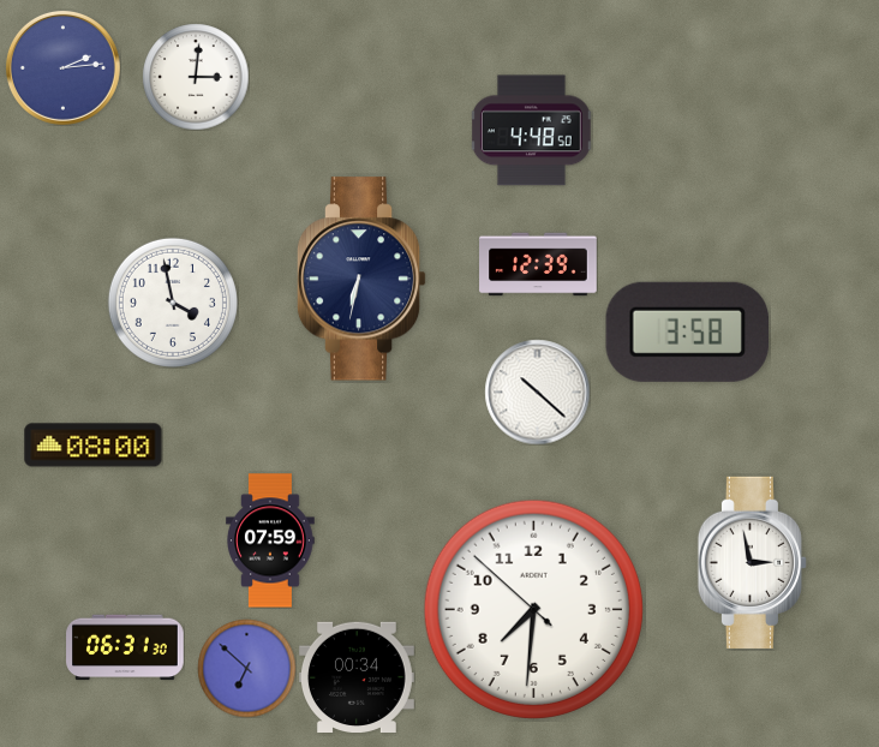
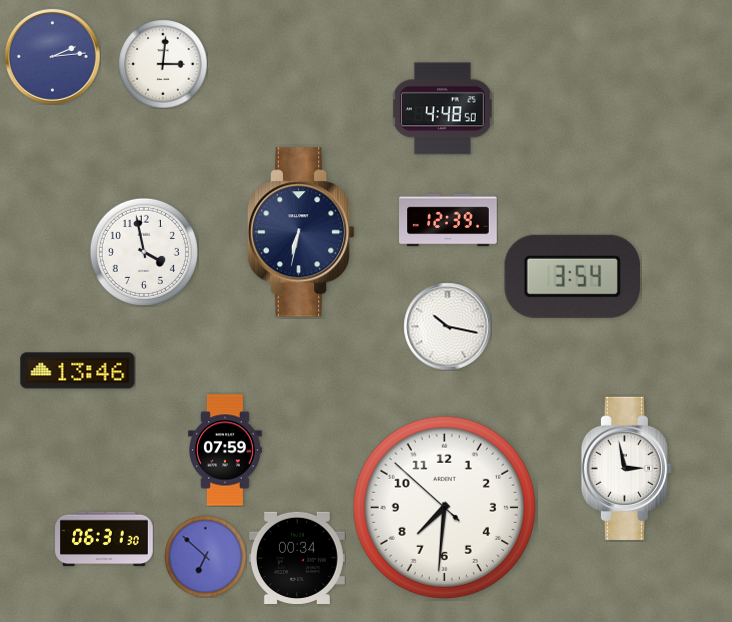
clock at (688, 331): 3:58 -> 3:54
clock at (537, 392): 10:22 -> 10:17
clock at (94, 446): 08:00 -> 13:46
clock at (357, 676) position: (357, 676) -> (297, 557)
